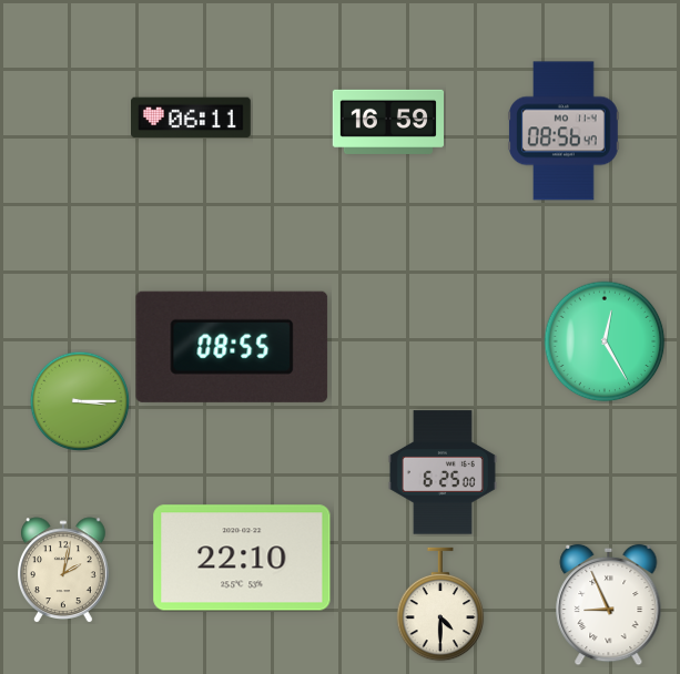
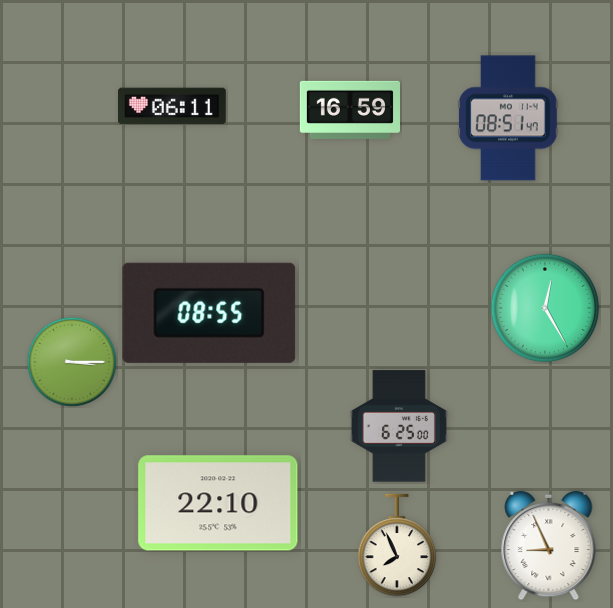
clock at (565, 131): 08:56 -> 08:51
clock at (64, 570): 2:02 -> none
clock at (440, 604): 4:30 -> 7:56
